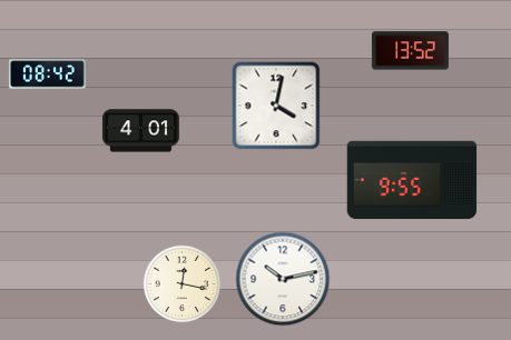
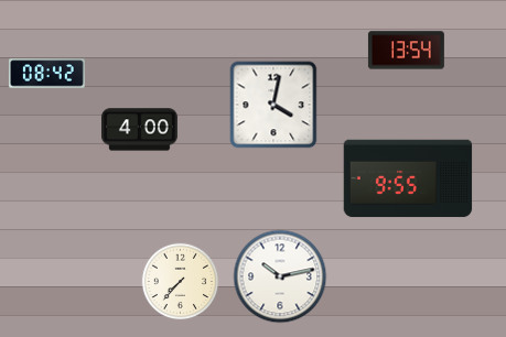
clock at (410, 51): 13:52 -> 13:54
clock at (140, 131): 4:01 -> 4:00
clock at (183, 284): 12:17 -> 7:37
